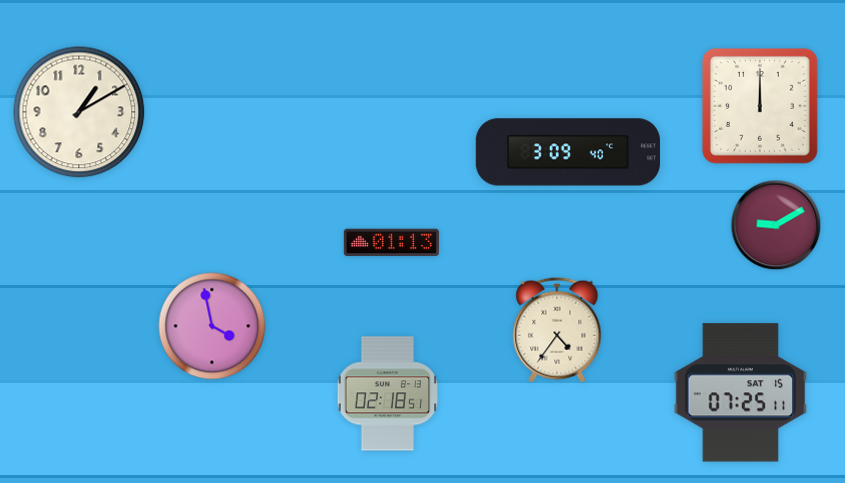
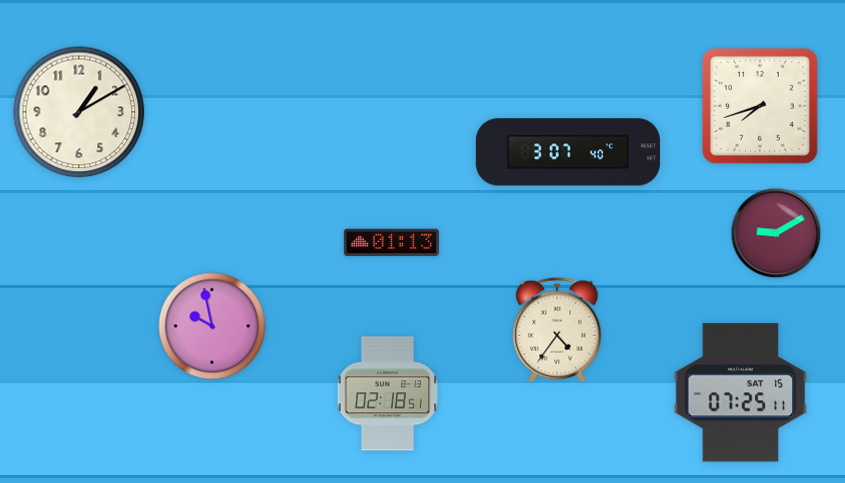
clock at (760, 106): 12:00 -> 7:42
clock at (568, 152): 3:09 -> 3:07
clock at (776, 225) position: (776, 225) -> (776, 233)
clock at (212, 326): 3:58 -> 9:58
